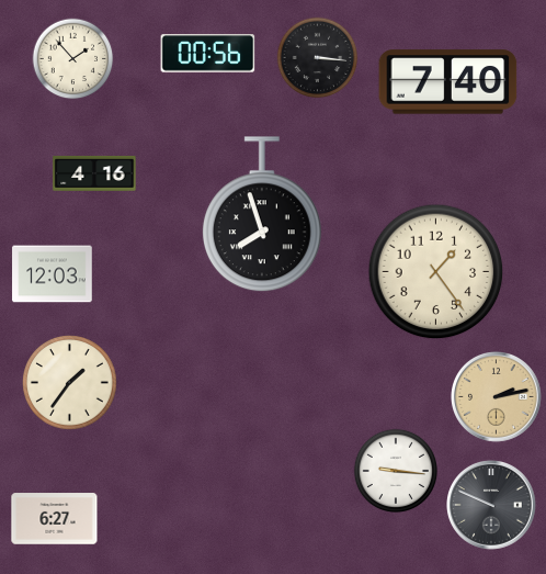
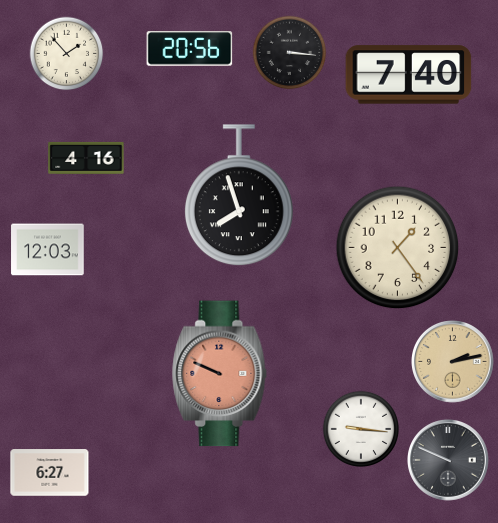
clock at (208, 54): 00:56 -> 20:56
clock at (70, 383): 1:36 -> none
clock at (220, 374): none -> 9:49
